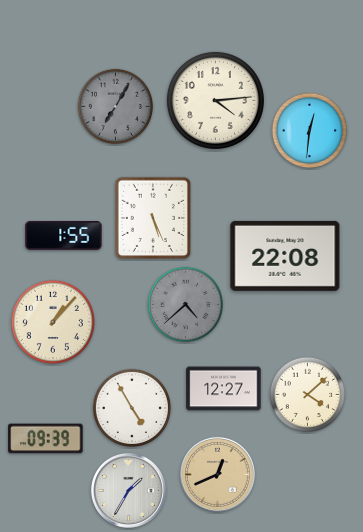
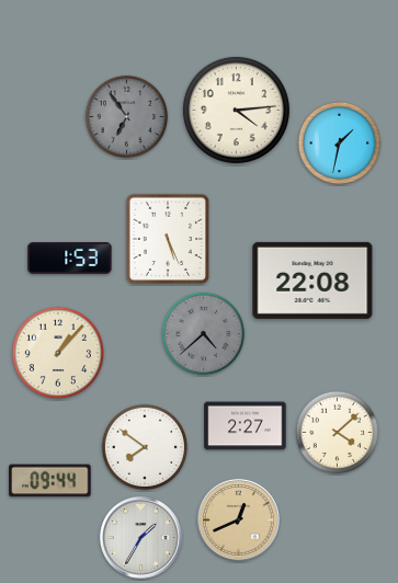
clock at (116, 107): 7:05 -> 6:54
clock at (310, 131): 12:31 -> 1:32
clock at (64, 235): 1:55 -> 1:53
clock at (224, 389): 12:27 -> 2:27
clock at (132, 408): 4:55 -> 7:51
clock at (46, 439): 09:39 -> 09:44
